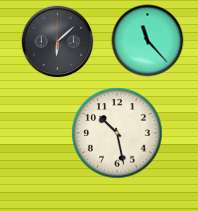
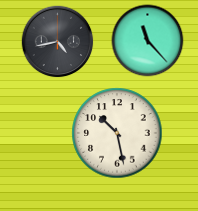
clock at (58, 42): 6:08 -> 4:43
